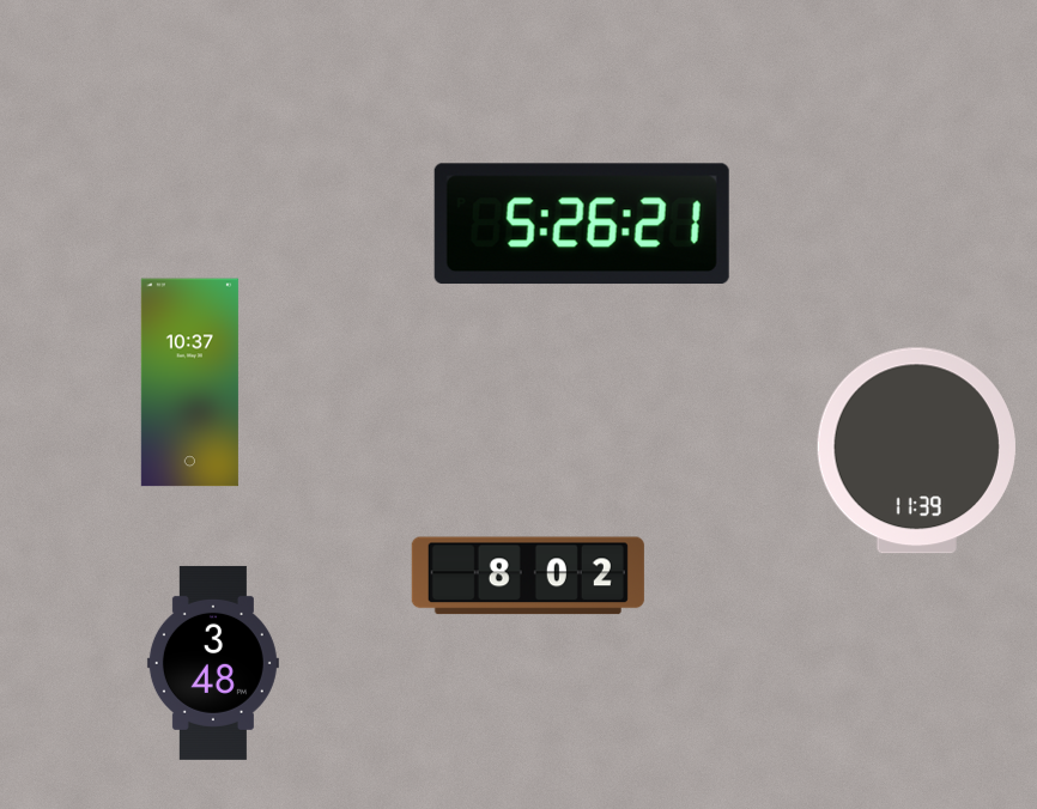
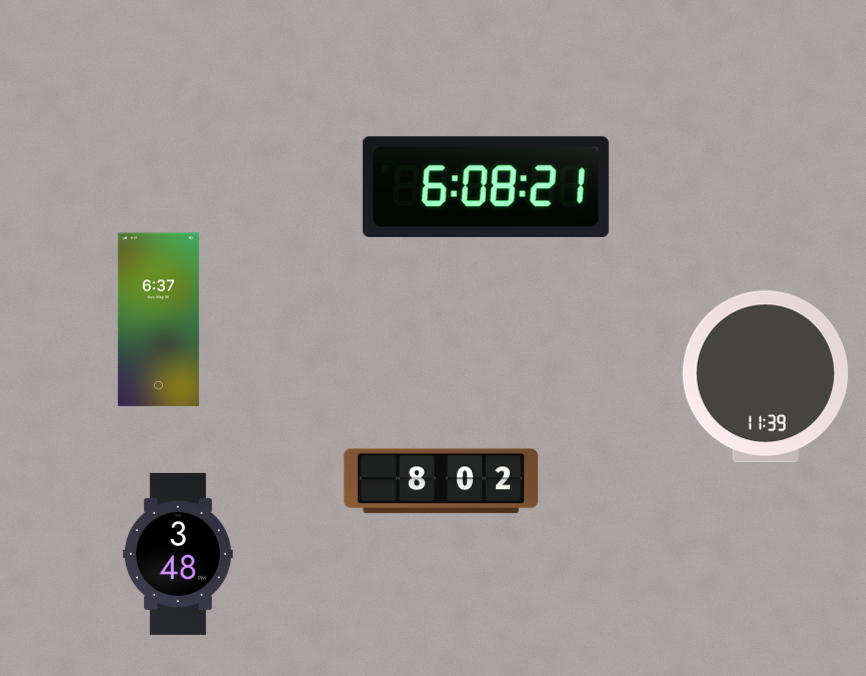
clock at (582, 224): 5:26 -> 6:08
clock at (189, 383): 10:37 -> 6:37
